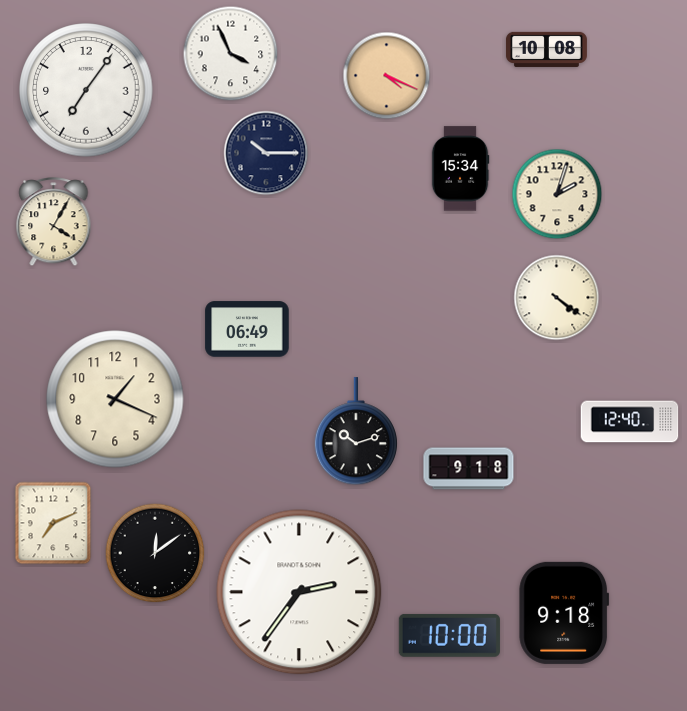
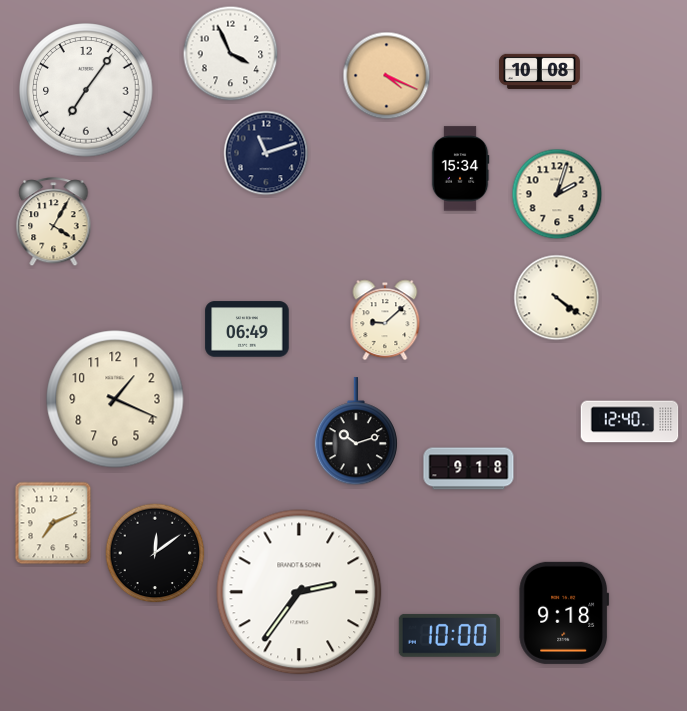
clock at (547, 49) position: (547, 49) -> (540, 71)
clock at (266, 153): 10:15 -> 11:12
clock at (385, 320): none -> 9:08
